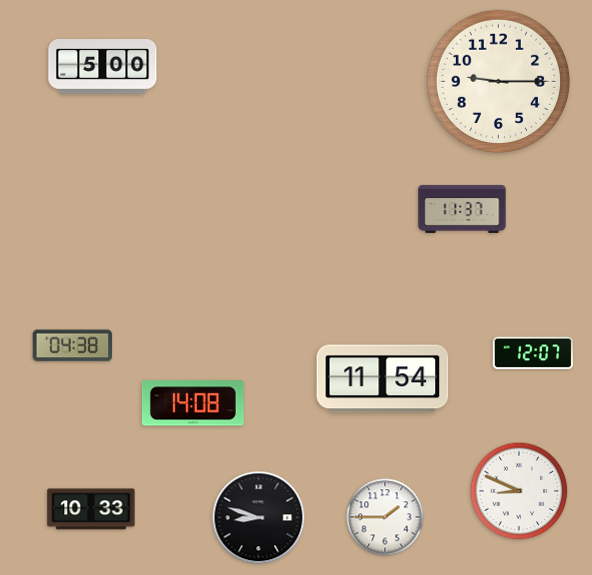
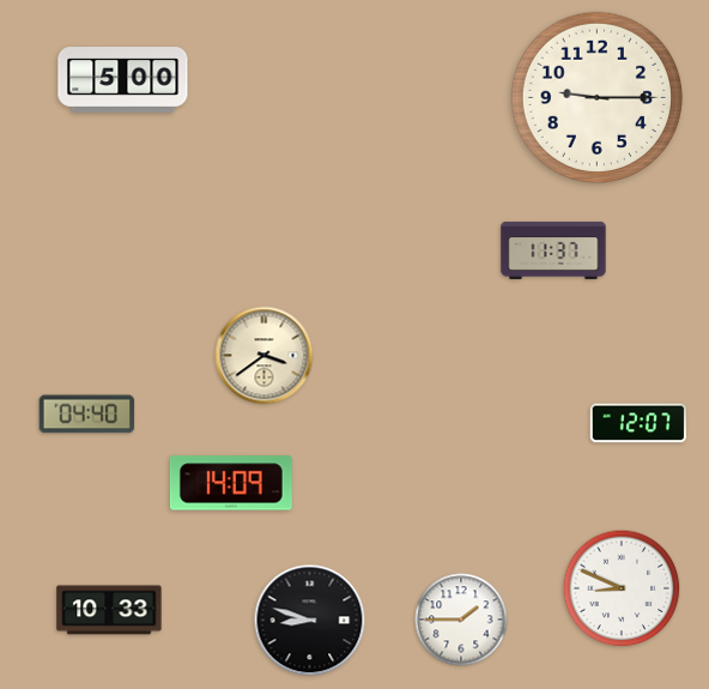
clock at (265, 356): none -> 3:39
clock at (73, 346): 04:38 -> 04:40
clock at (383, 379): 11:54 -> none
clock at (193, 403): 14:08 -> 14:09
